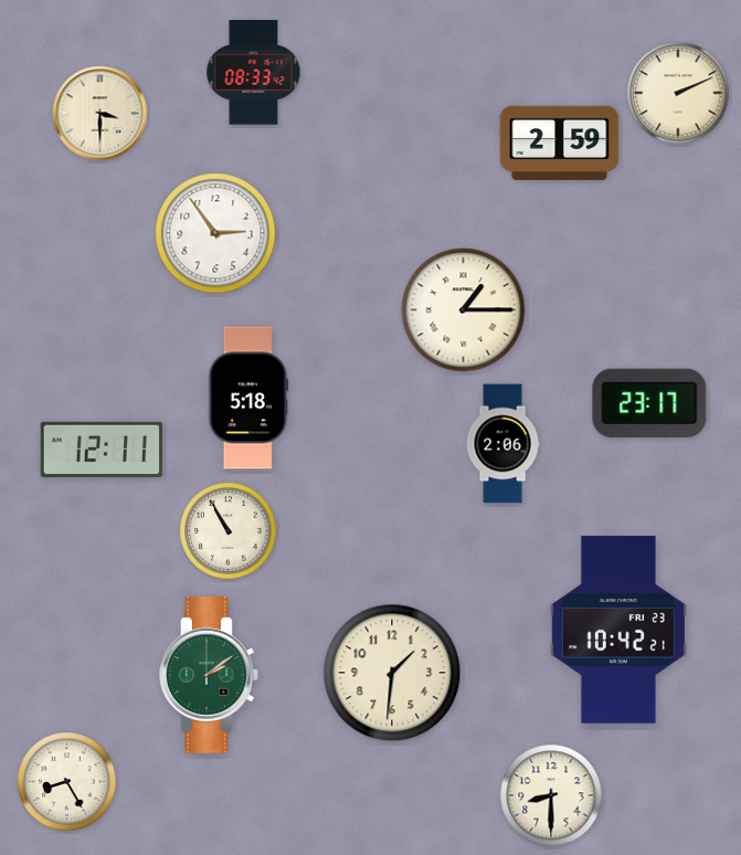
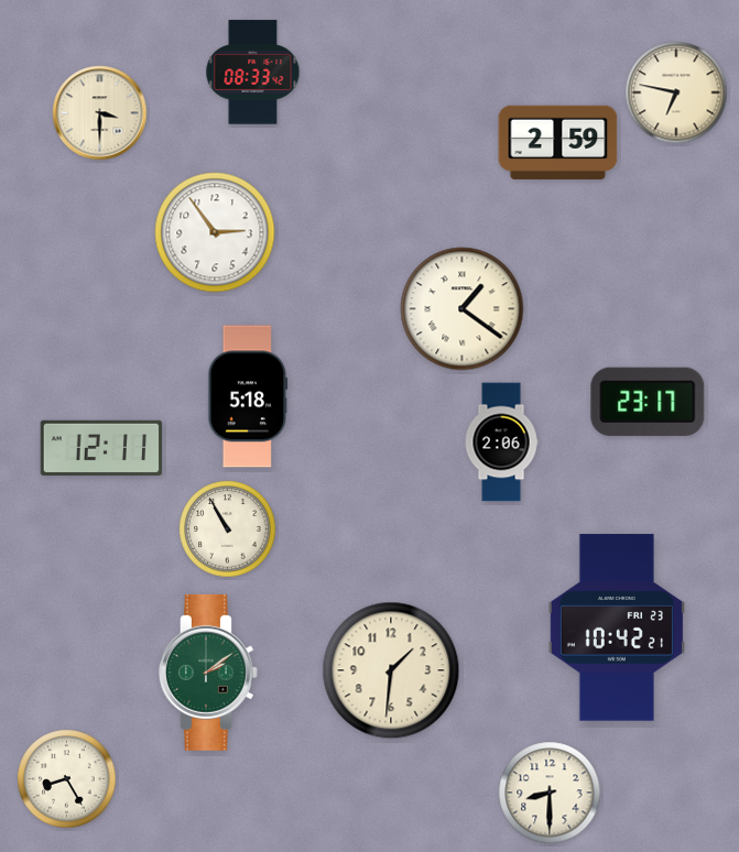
clock at (678, 93): 2:11 -> 6:47
clock at (464, 310): 1:15 -> 1:21
